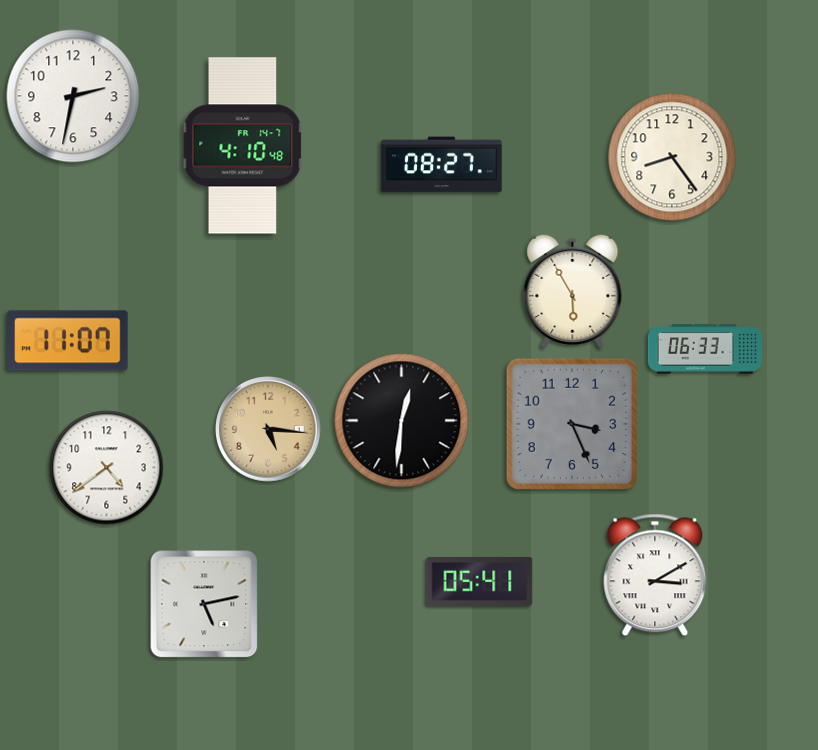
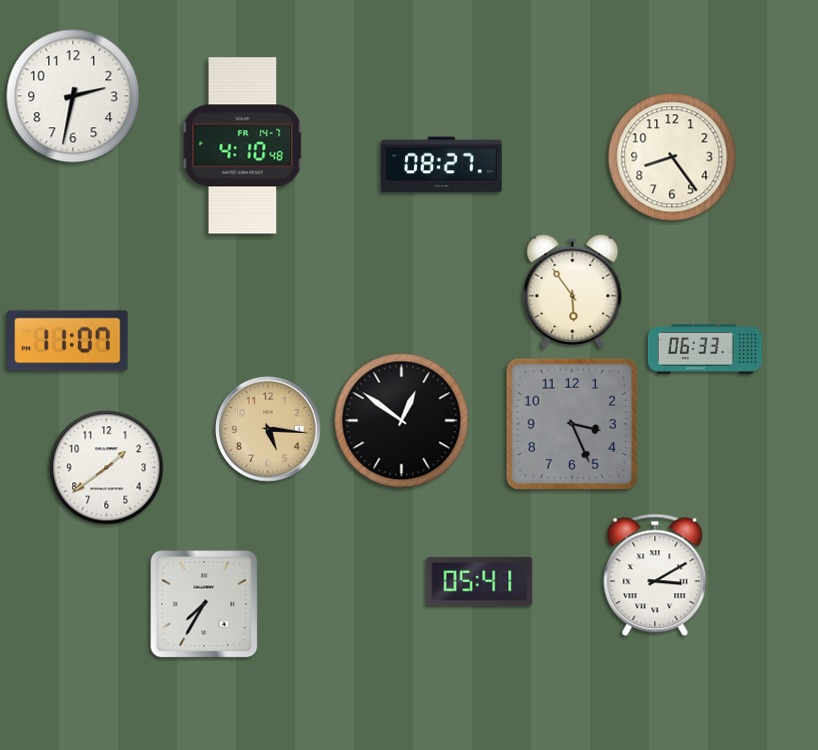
clock at (573, 291): 5:55 -> 5:54
clock at (402, 421): 12:31 -> 12:51
clock at (107, 468): 4:39 -> 1:39
clock at (204, 604): 5:13 -> 7:35
